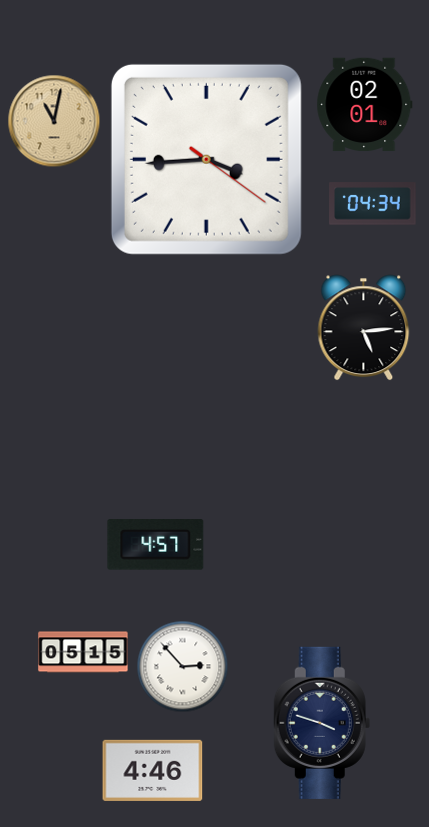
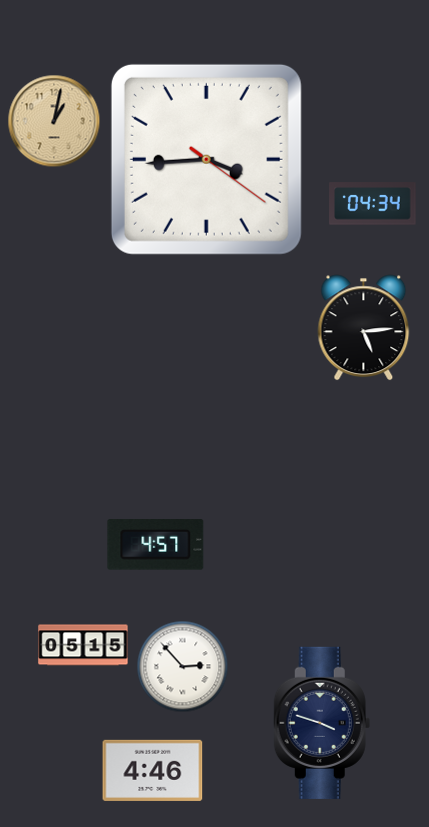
clock at (365, 105): 02:01 -> none
clock at (54, 121): 11:02 -> 1:02
clock at (83, 652) position: (83, 652) -> (83, 645)
